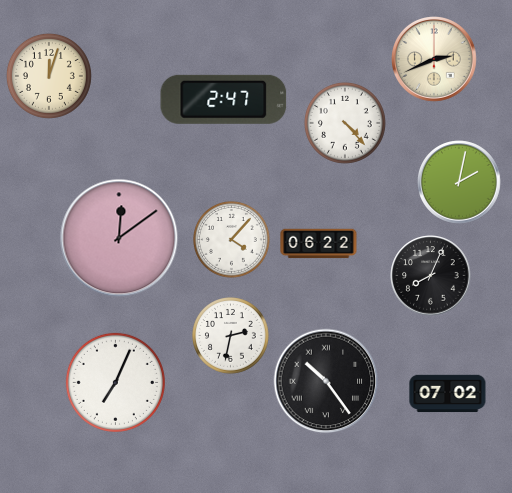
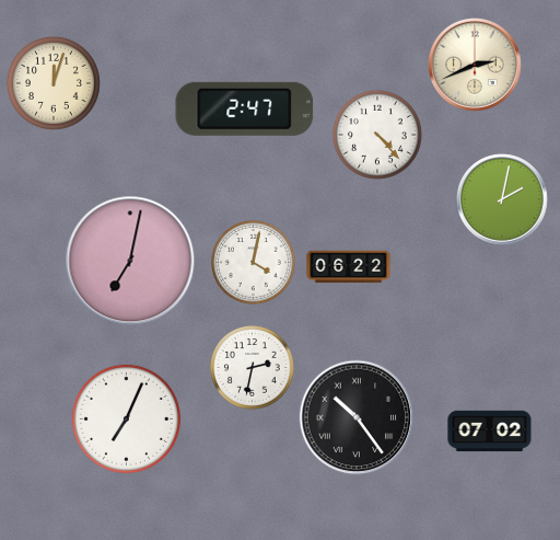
clock at (119, 238): 12:09 -> 7:02
clock at (232, 240): 4:07 -> 4:02
clock at (431, 276): 8:04 -> none
